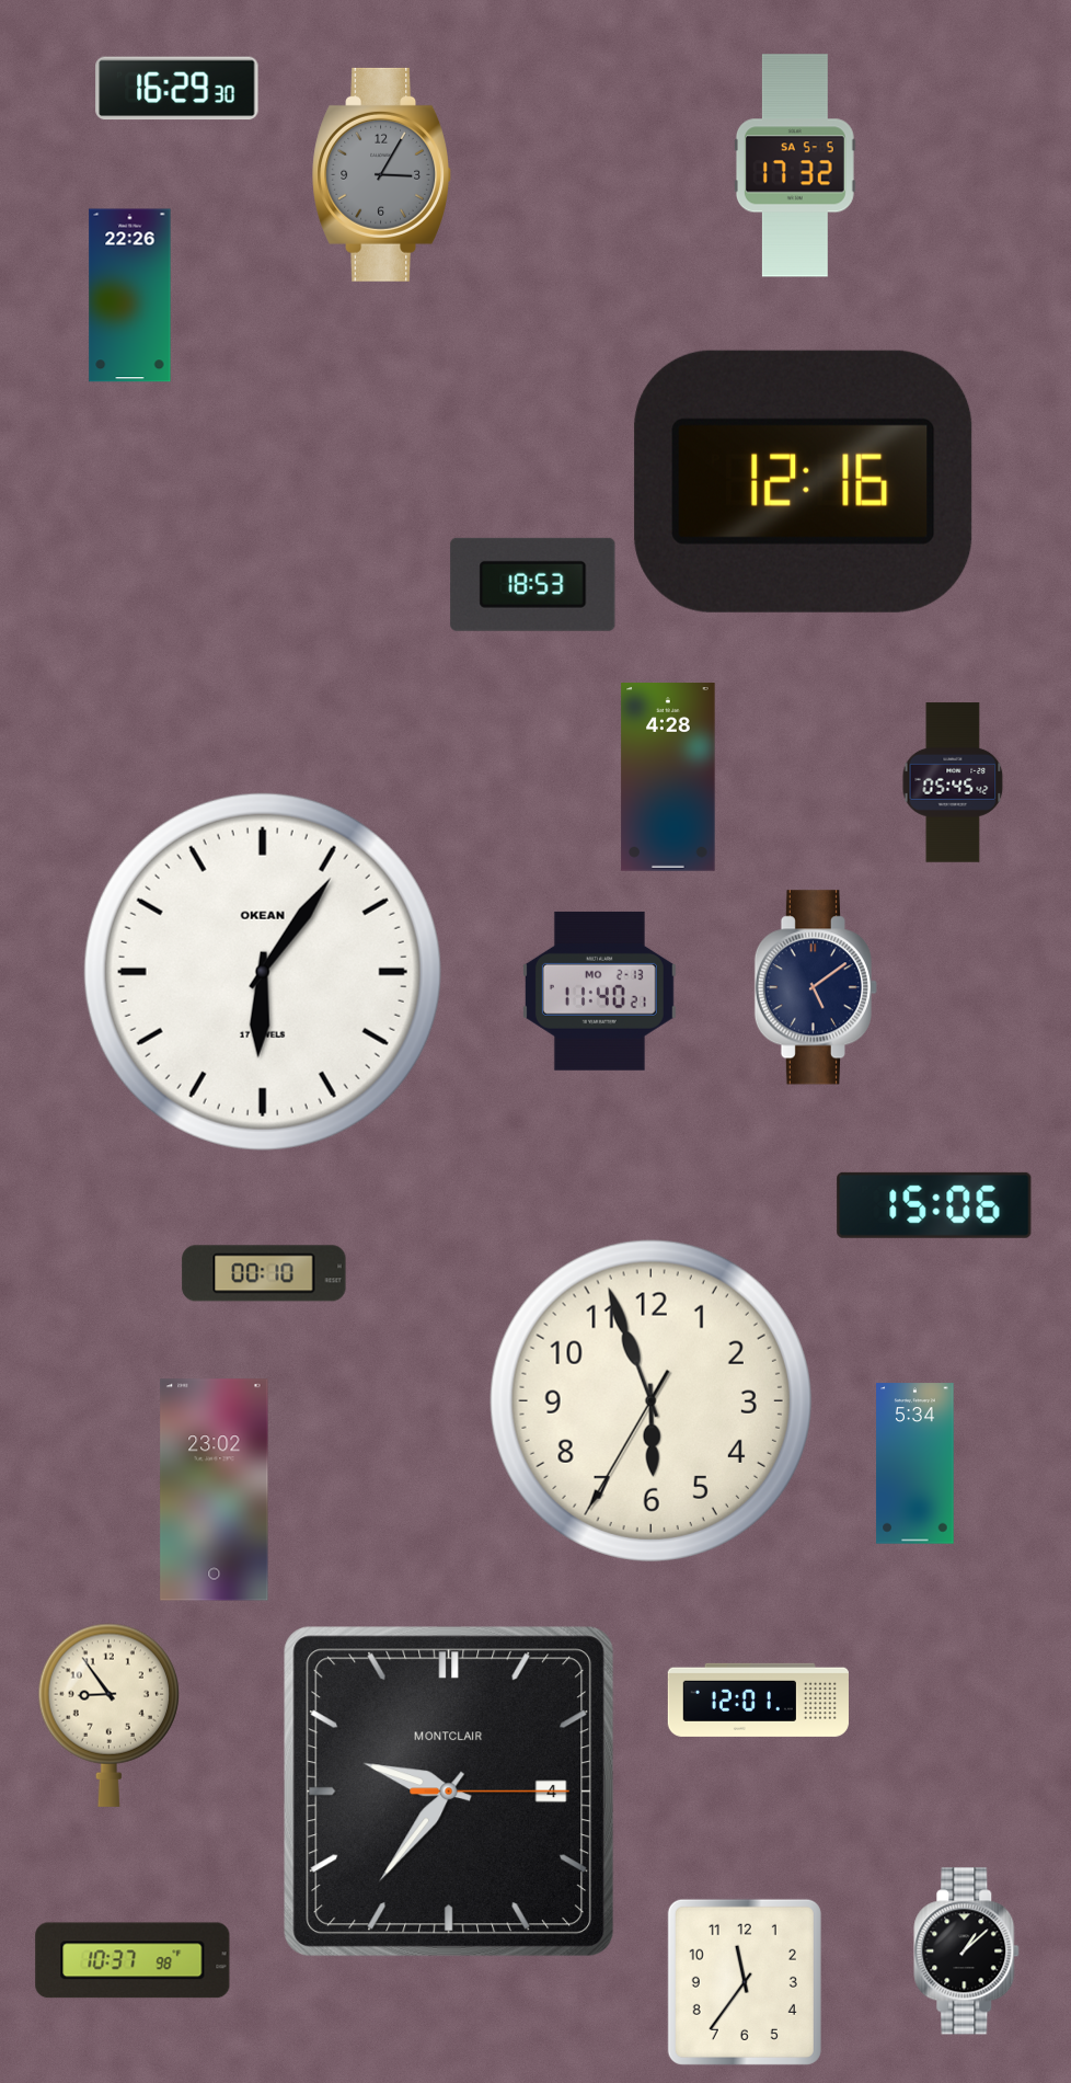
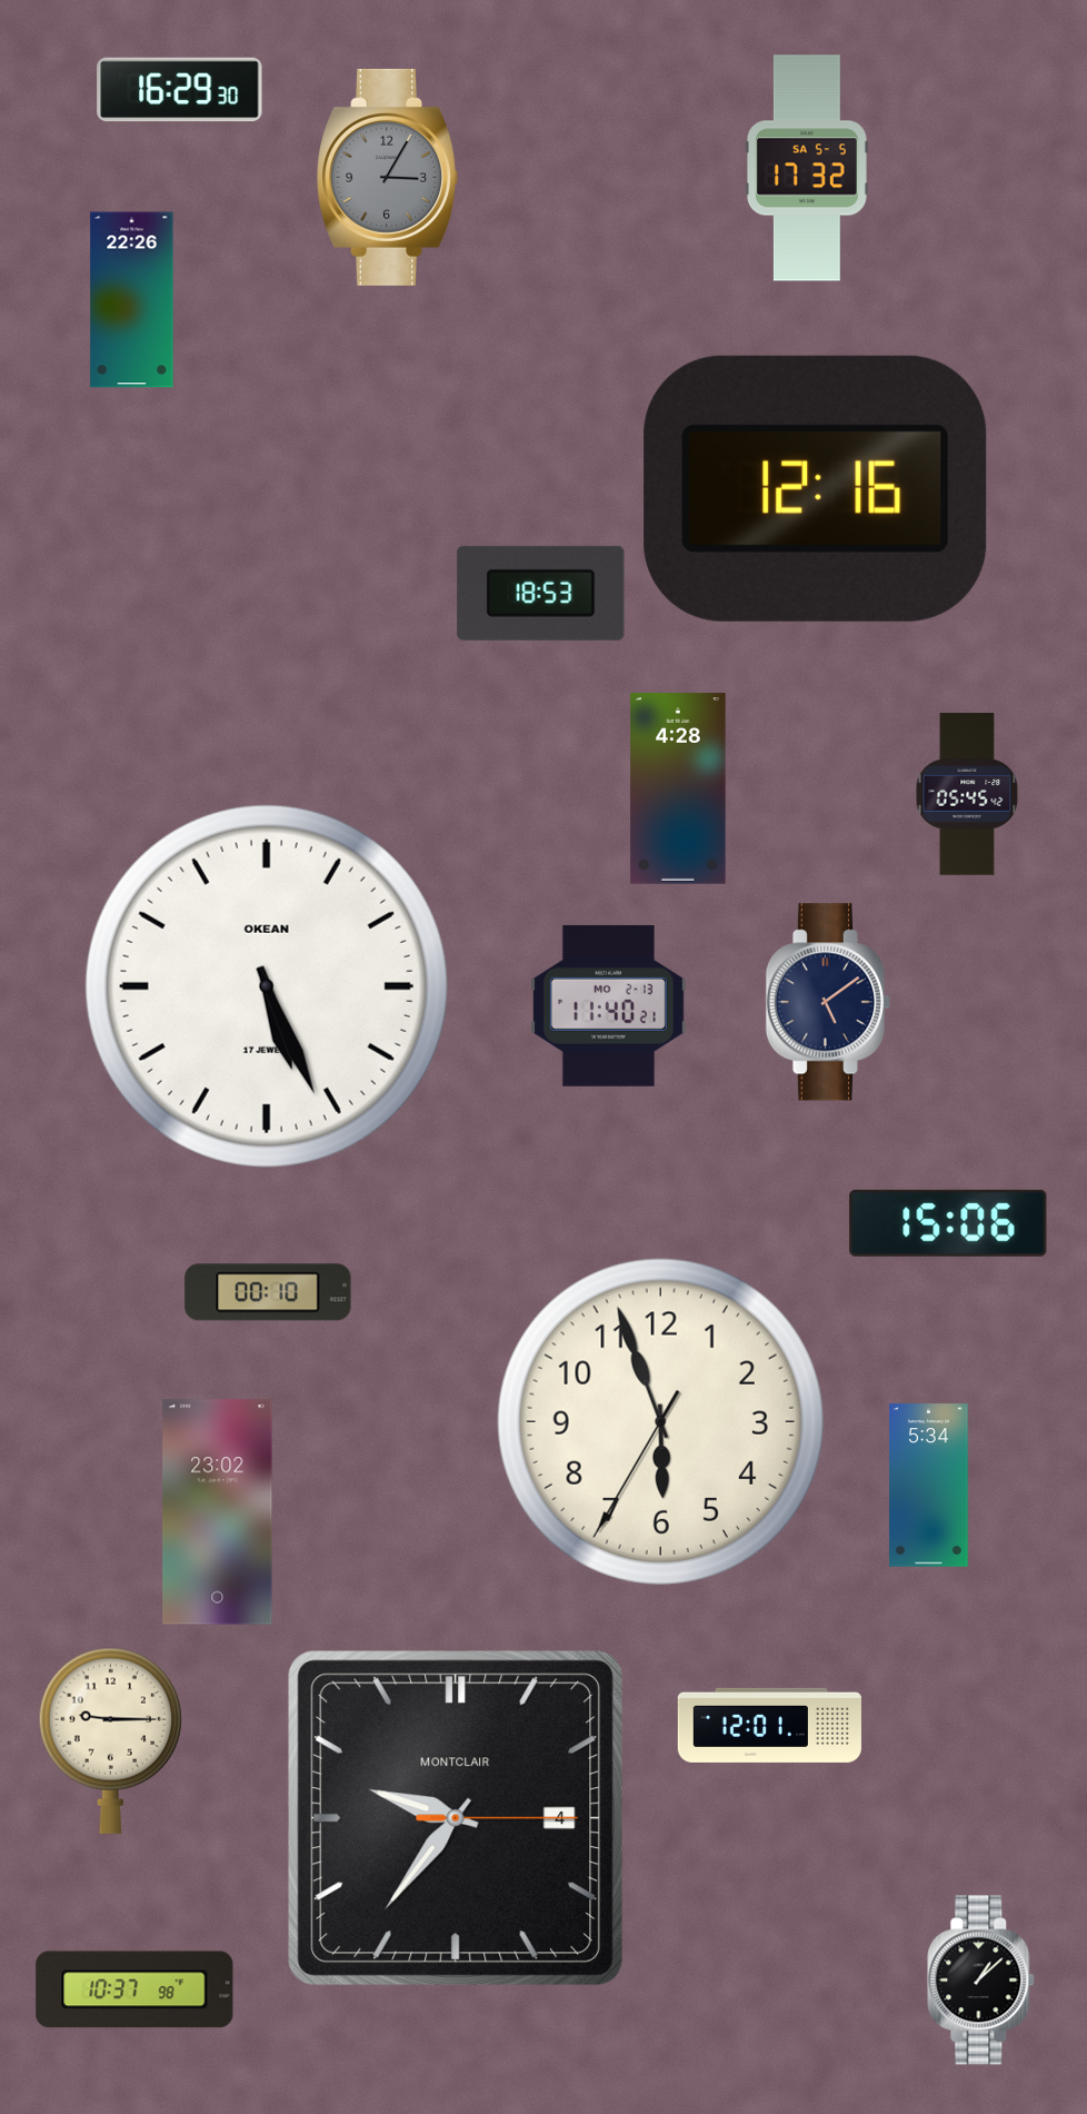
clock at (263, 972): 6:06 -> 5:26
clock at (108, 1715): 8:54 -> 9:15
clock at (745, 1982): 11:36 -> none
